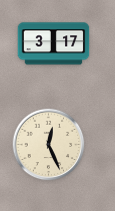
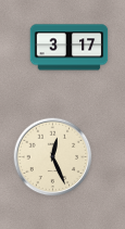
clock at (54, 44) position: (54, 44) -> (70, 48)
